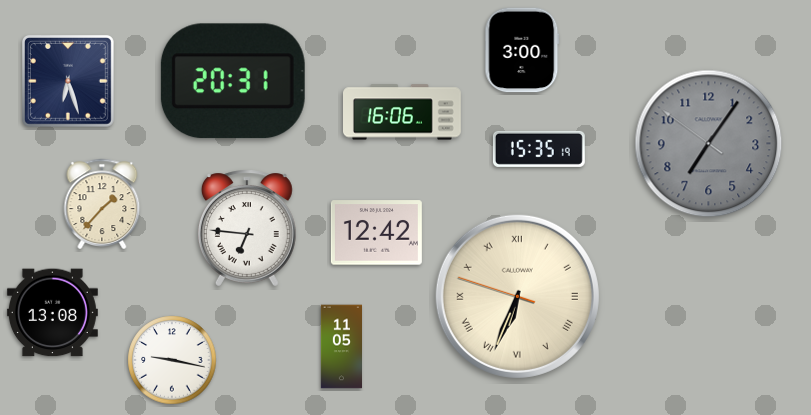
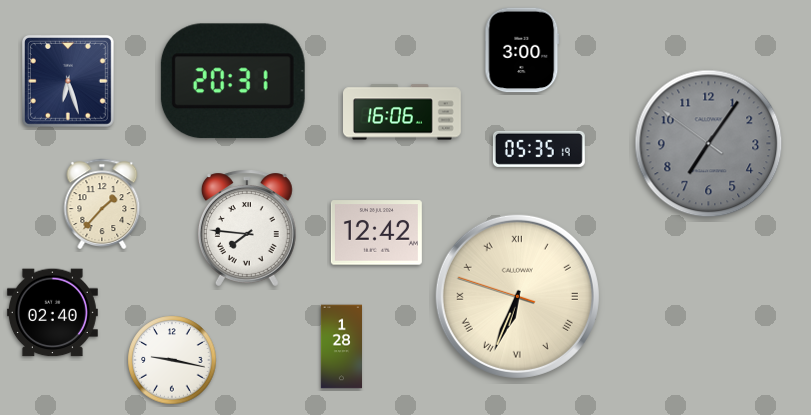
clock at (539, 149): 15:35 -> 05:35
clock at (247, 228): 6:46 -> 7:46
clock at (52, 313): 13:08 -> 02:40
clock at (341, 347): 11:05 -> 1:28
